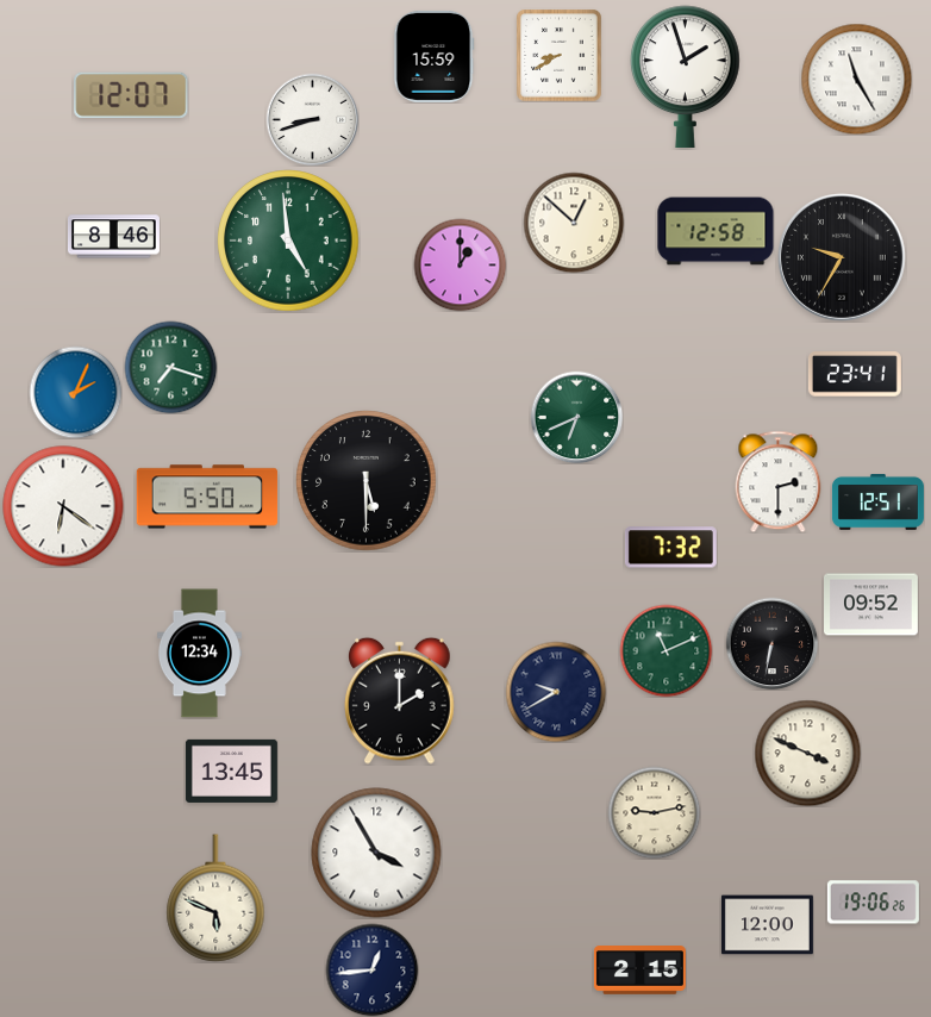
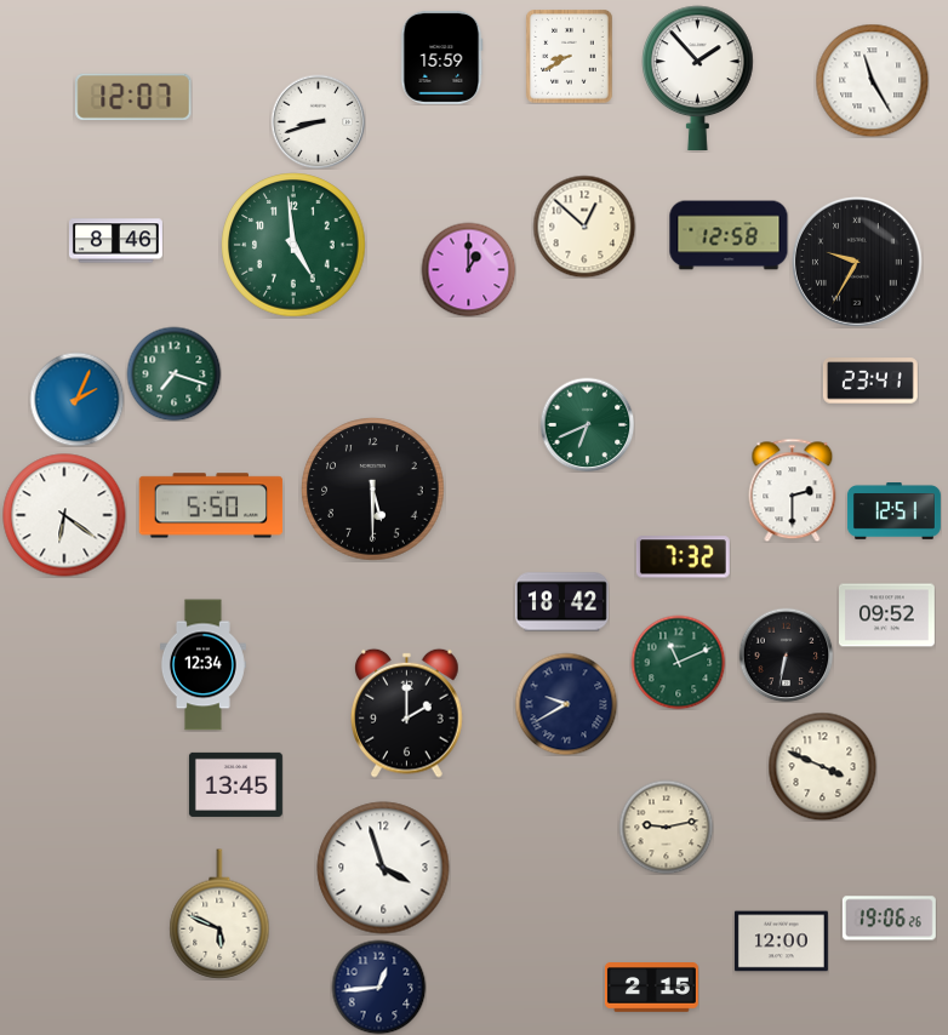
clock at (686, 76): 1:57 -> 1:53
clock at (561, 602): none -> 18:42
clock at (376, 853): 3:55 -> 3:57
